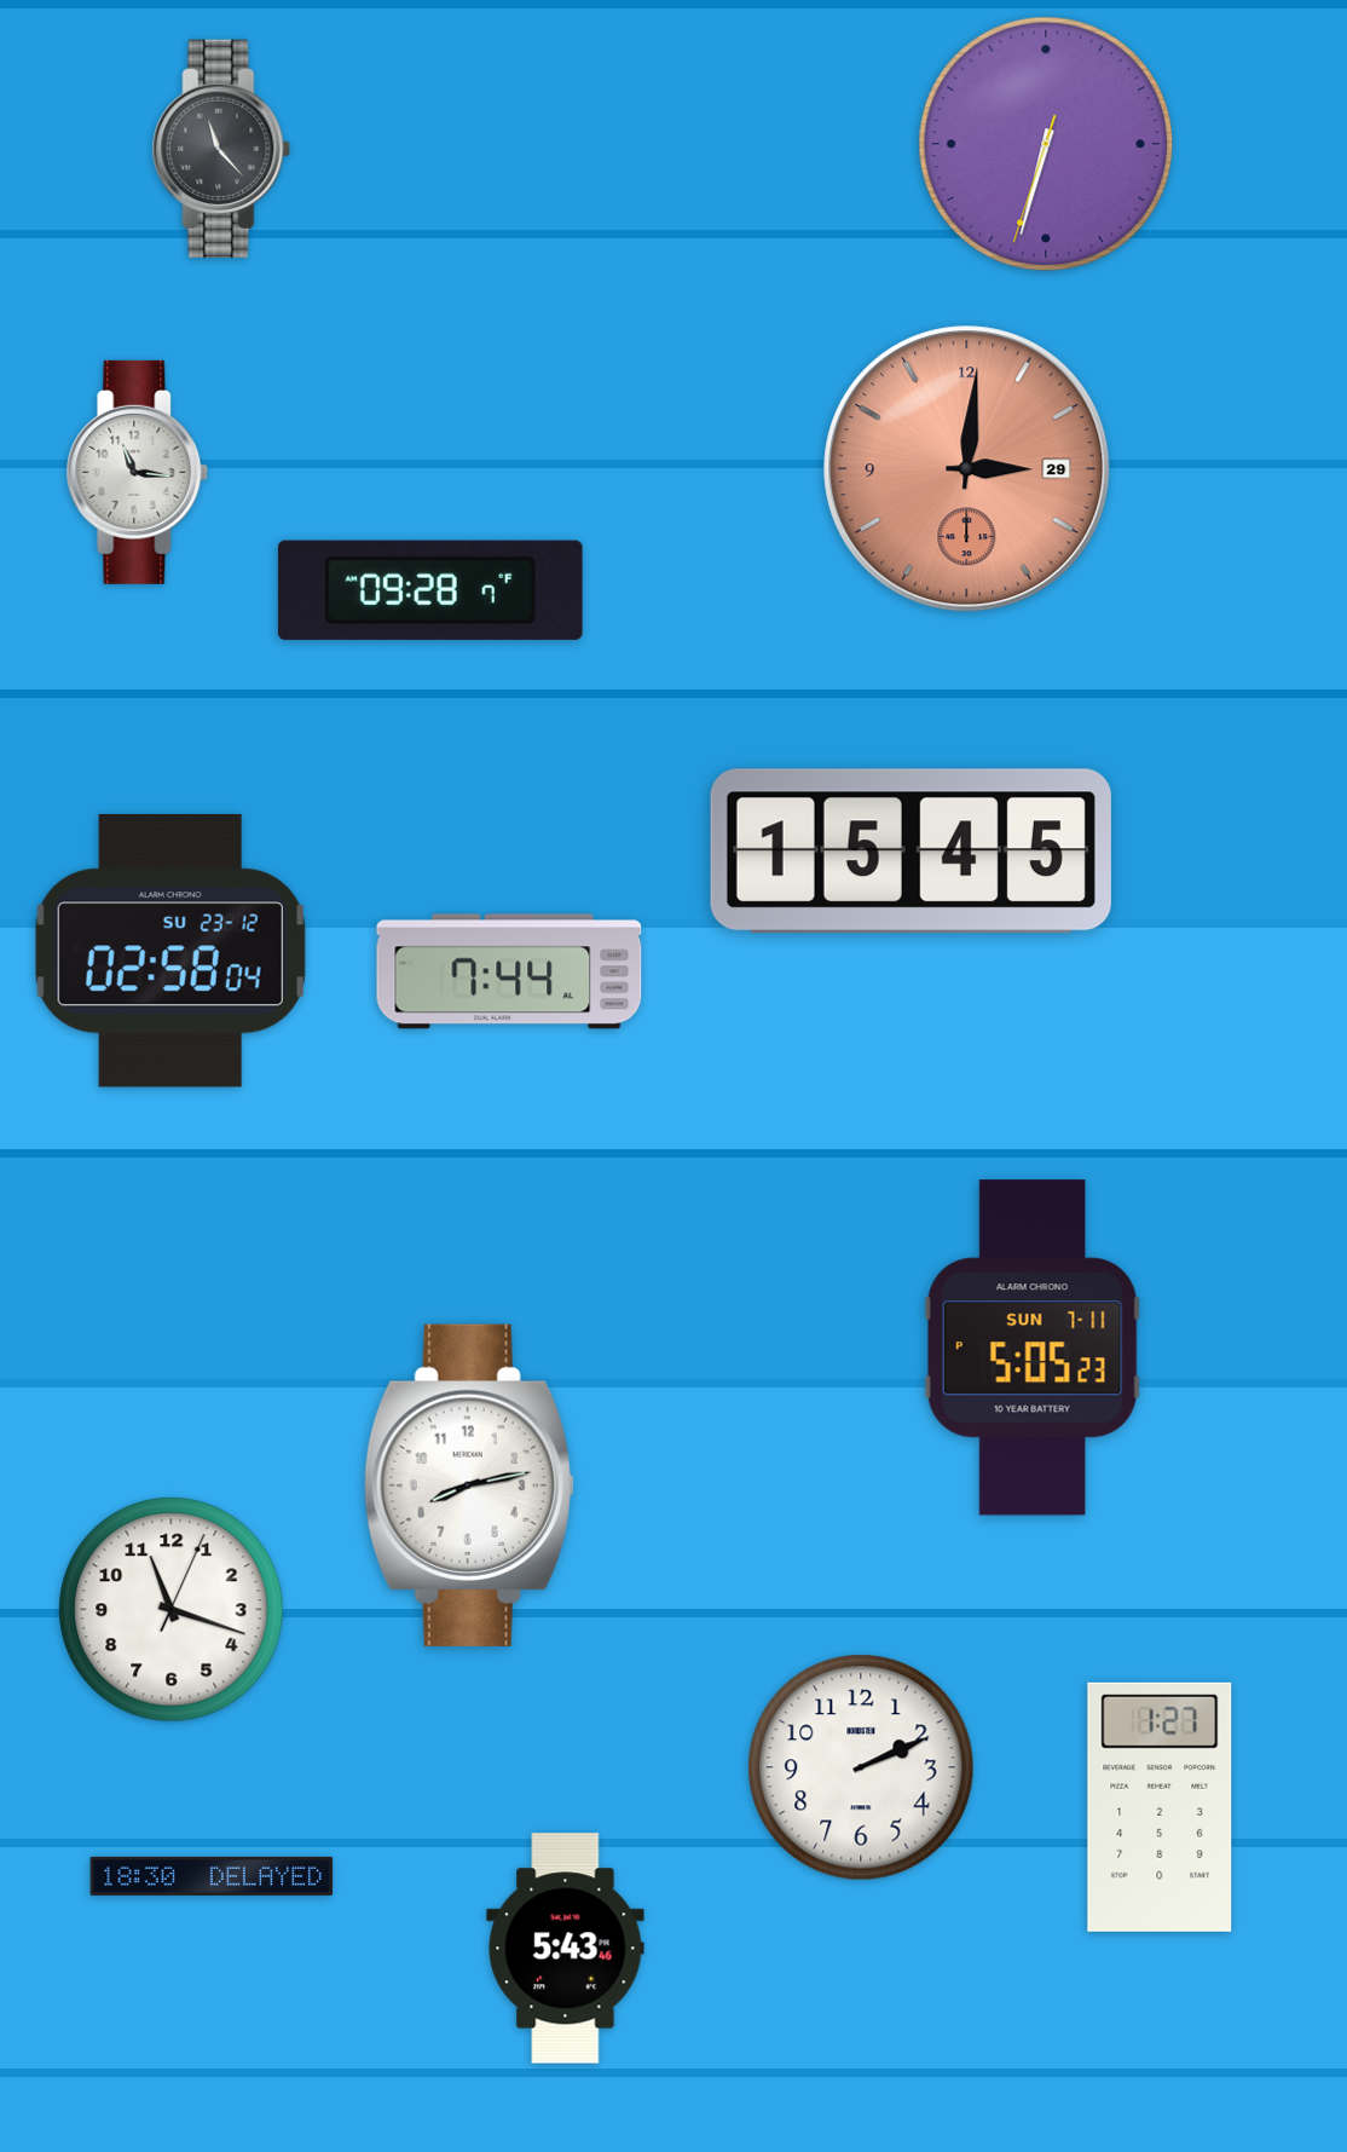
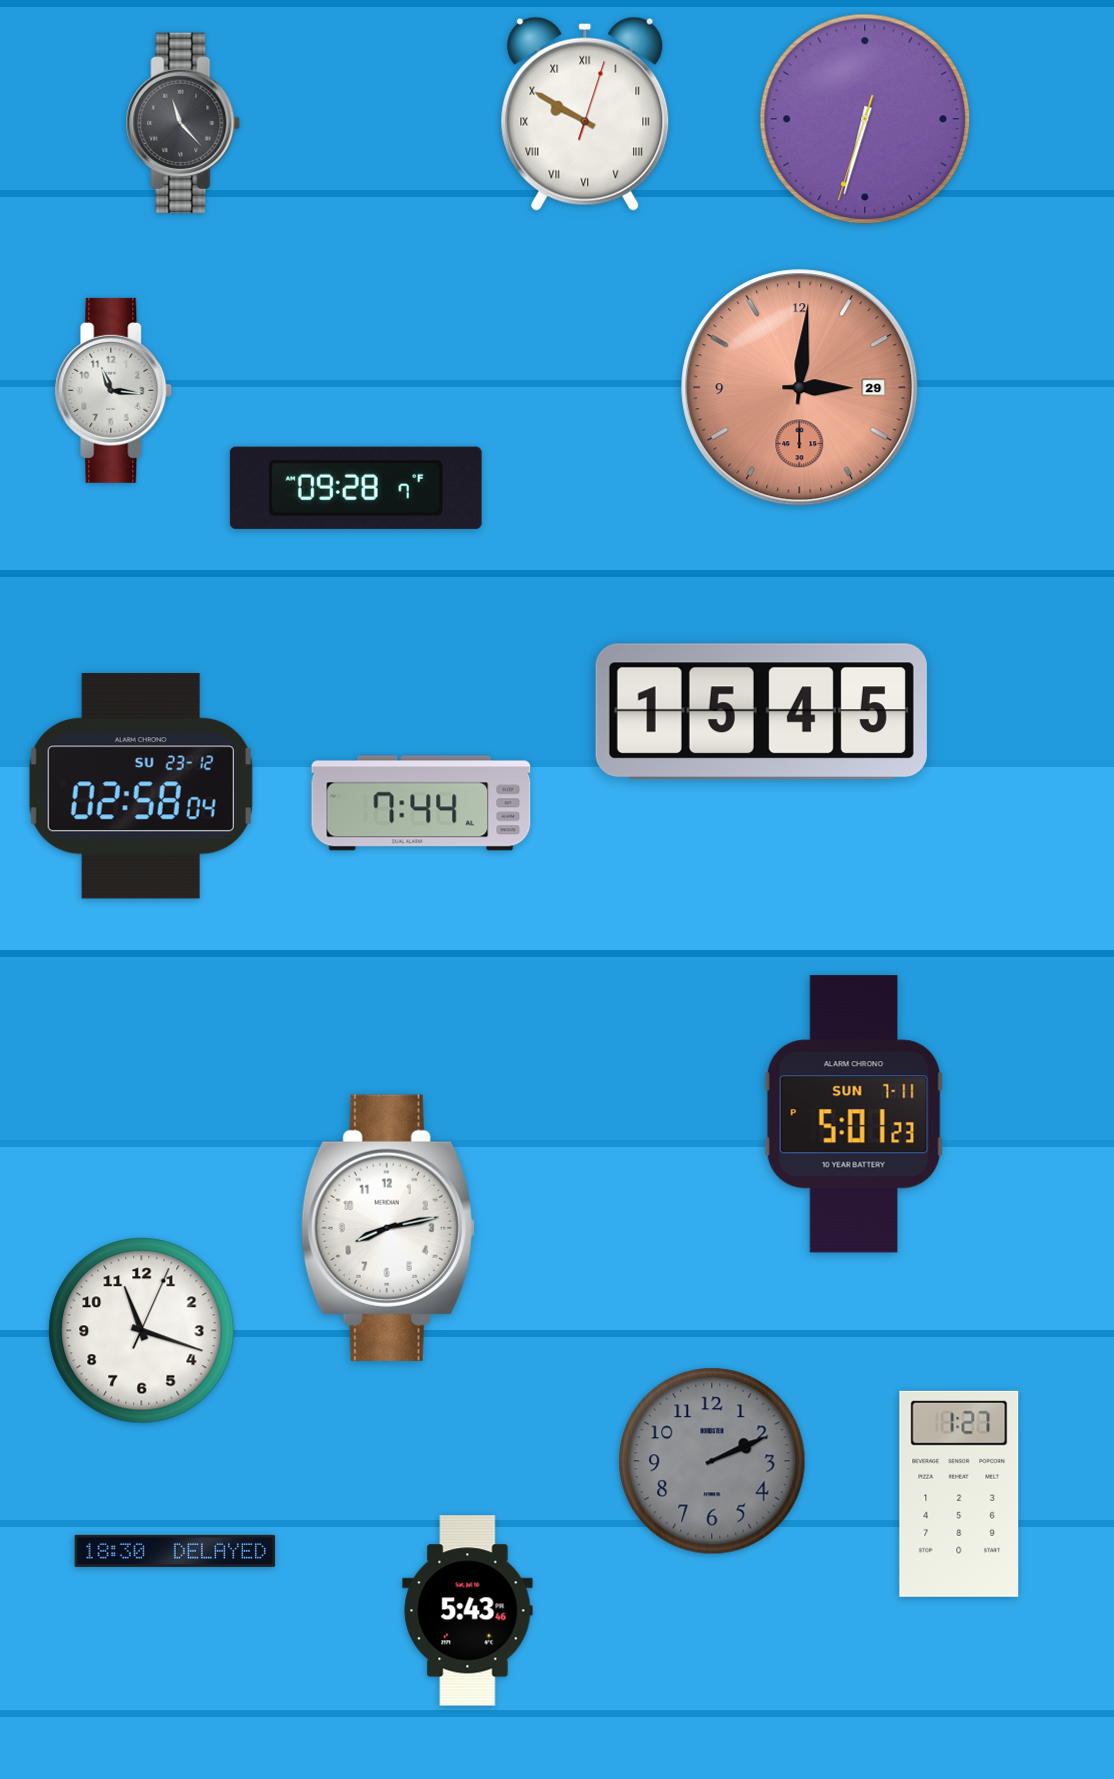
clock at (585, 114): none -> 9:50
clock at (910, 852) position: (910, 852) -> (761, 712)
clock at (1033, 1348): 5:05 -> 5:01
clock at (861, 1767) dial: white -> grey
